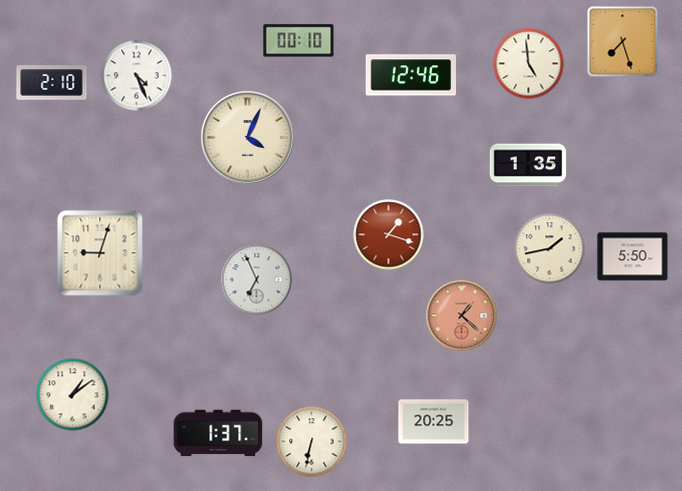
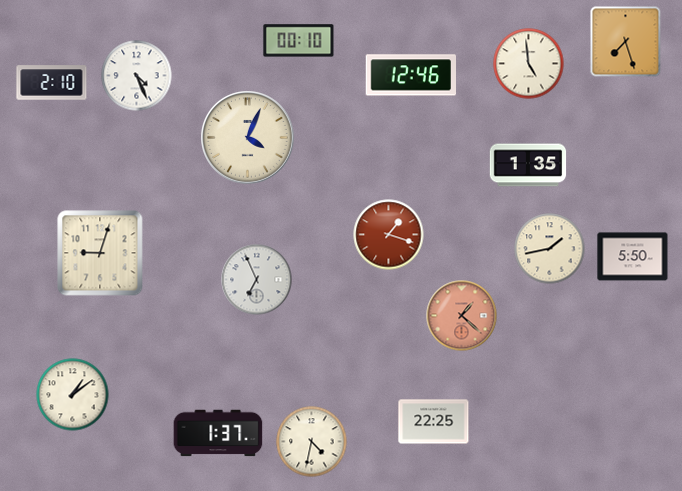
clock at (623, 42) position: (623, 42) -> (626, 42)
clock at (434, 422): 20:25 -> 22:25
clock at (312, 442): 6:32 -> 4:32
